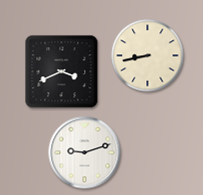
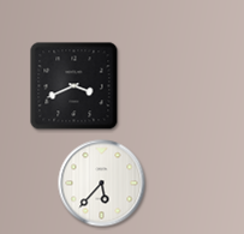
clock at (148, 56): 8:43 -> none
clock at (85, 153): 9:12 -> 5:37
